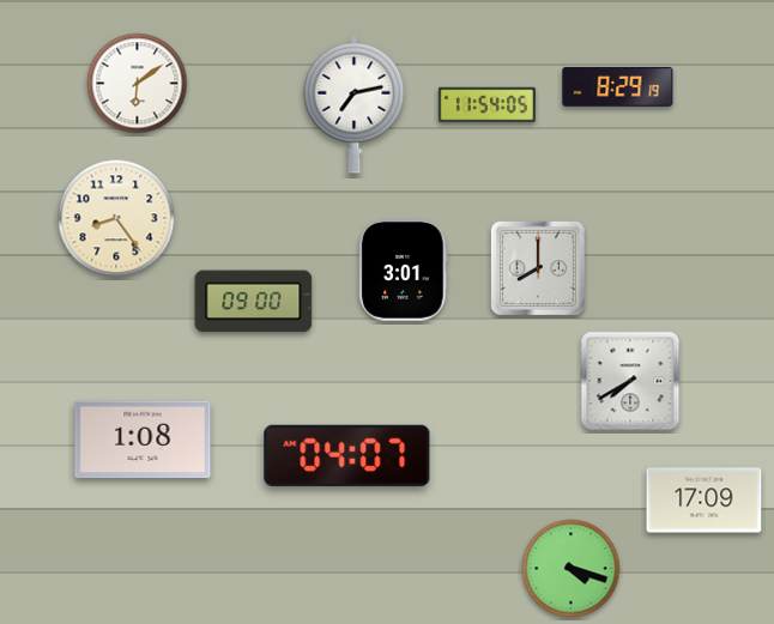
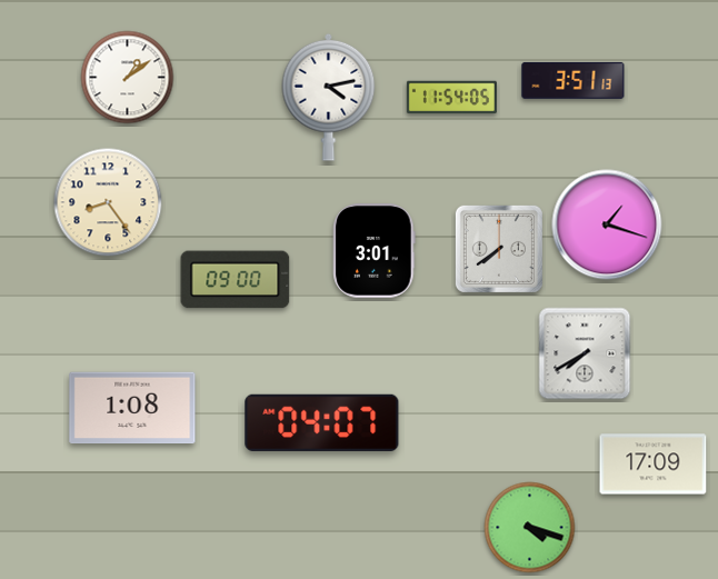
clock at (138, 84): 6:09 -> 1:09
clock at (618, 86): 8:29 -> 3:51
clock at (355, 104): 7:13 -> 4:13
clock at (607, 224): none -> 1:18
clock at (538, 268): 8:00 -> 7:39
